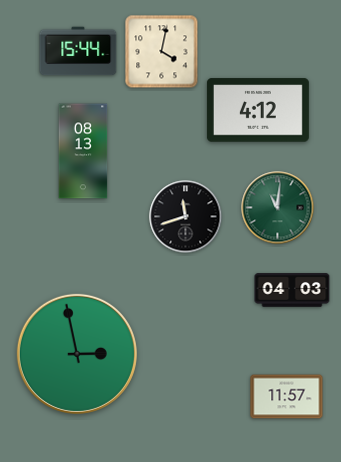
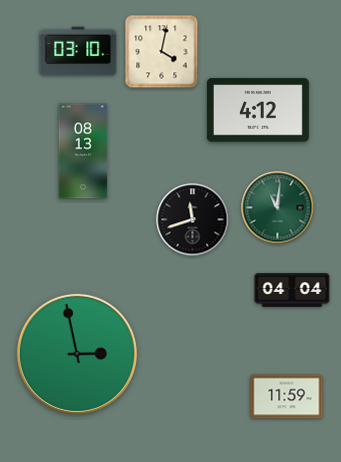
clock at (78, 51): 15:44 -> 03:10
clock at (186, 217) position: (186, 217) -> (193, 220)
clock at (292, 290): 04:03 -> 04:04
clock at (287, 397): 11:57 -> 11:59
